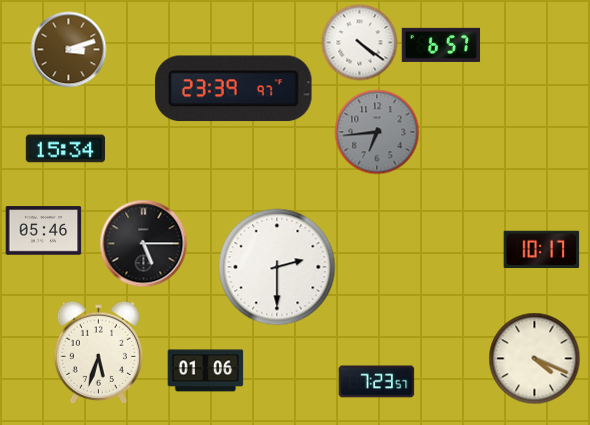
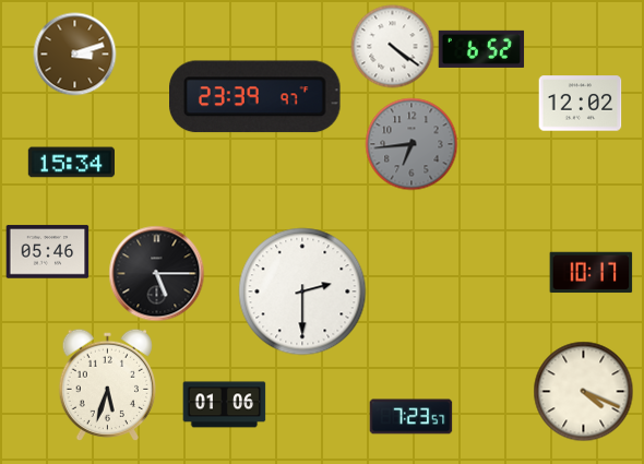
clock at (441, 45): 6:57 -> 6:52
clock at (581, 104): none -> 12:02
clock at (144, 244) position: (144, 244) -> (157, 274)
